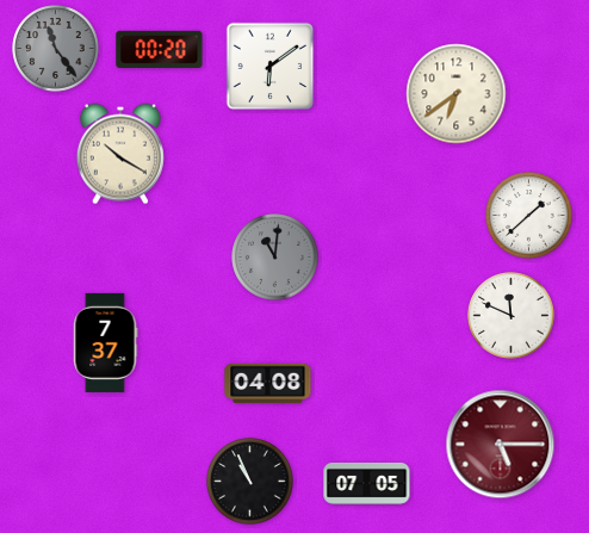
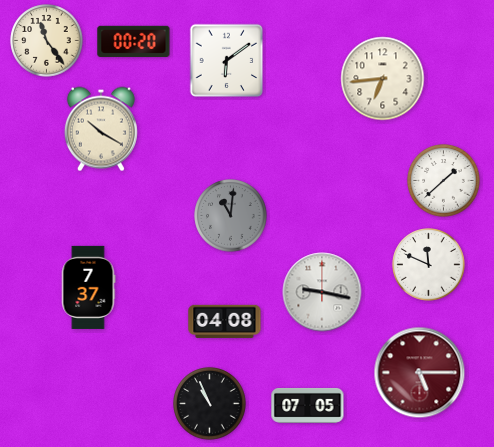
clock at (56, 49) dial: grey -> cream
clock at (271, 67) position: (271, 67) -> (227, 61)
clock at (457, 94): 6:39 -> 6:44
clock at (322, 292): none -> 9:17
